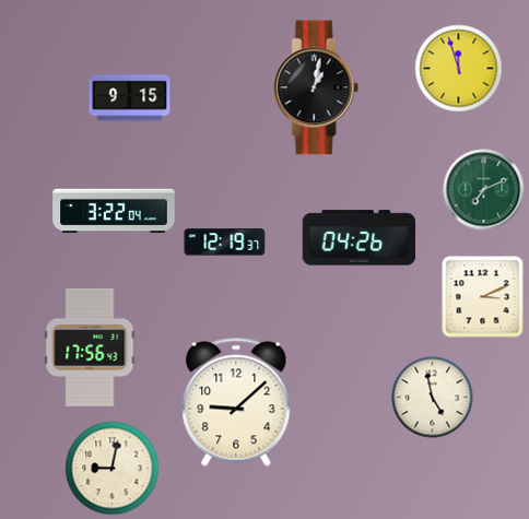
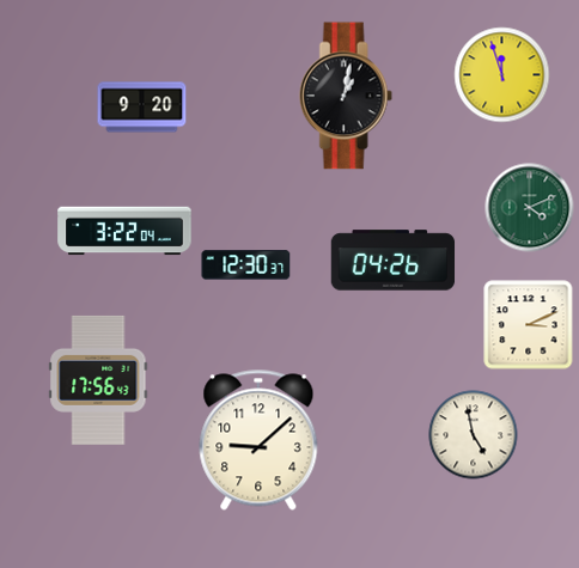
clock at (130, 98): 9:15 -> 9:20
clock at (484, 190): 7:11 -> 4:11
clock at (225, 243): 12:19 -> 12:30
clock at (113, 469): 9:02 -> none
